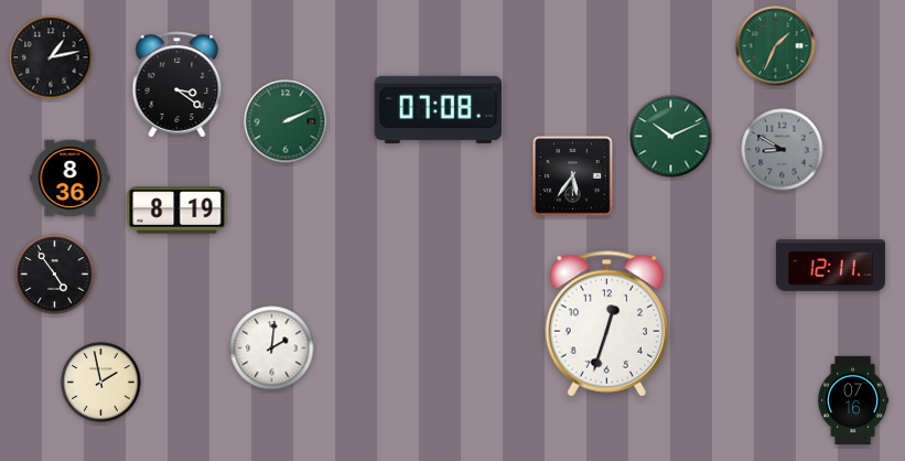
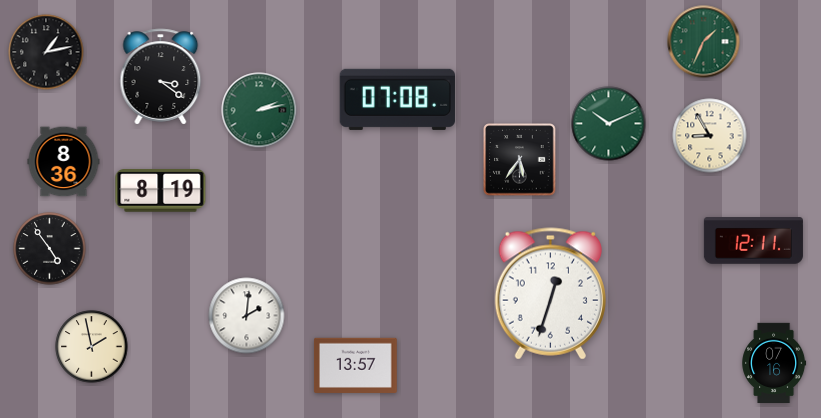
clock at (285, 121): 2:11 -> 2:13
clock at (783, 150): 8:50 -> 8:55
clock at (783, 150) dial: grey -> cream
clock at (355, 365): none -> 13:57
